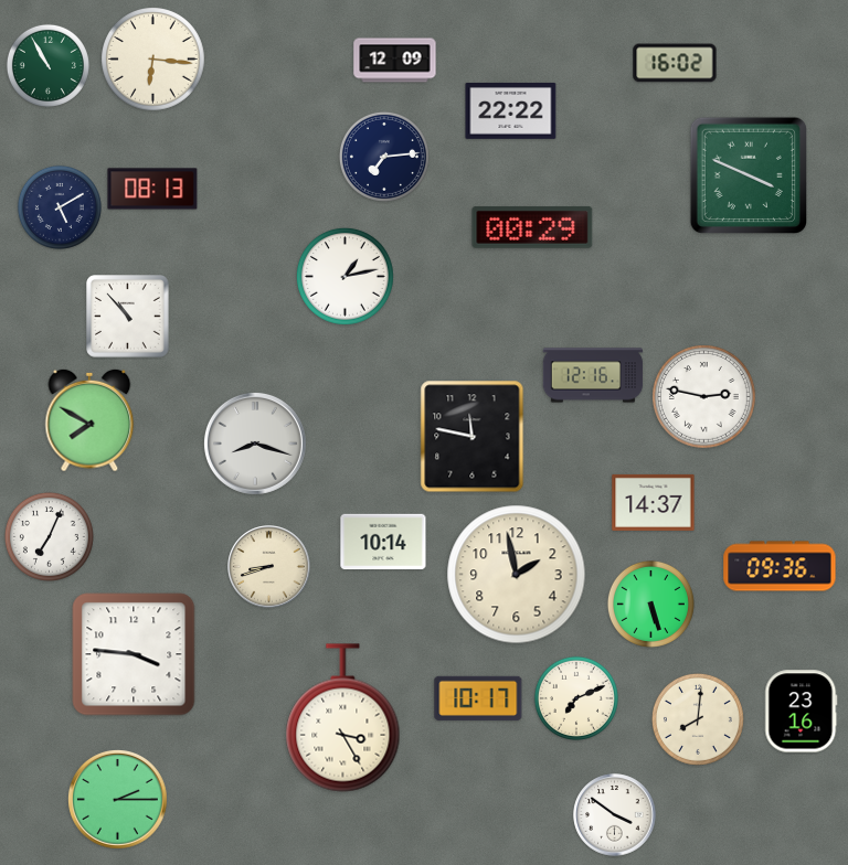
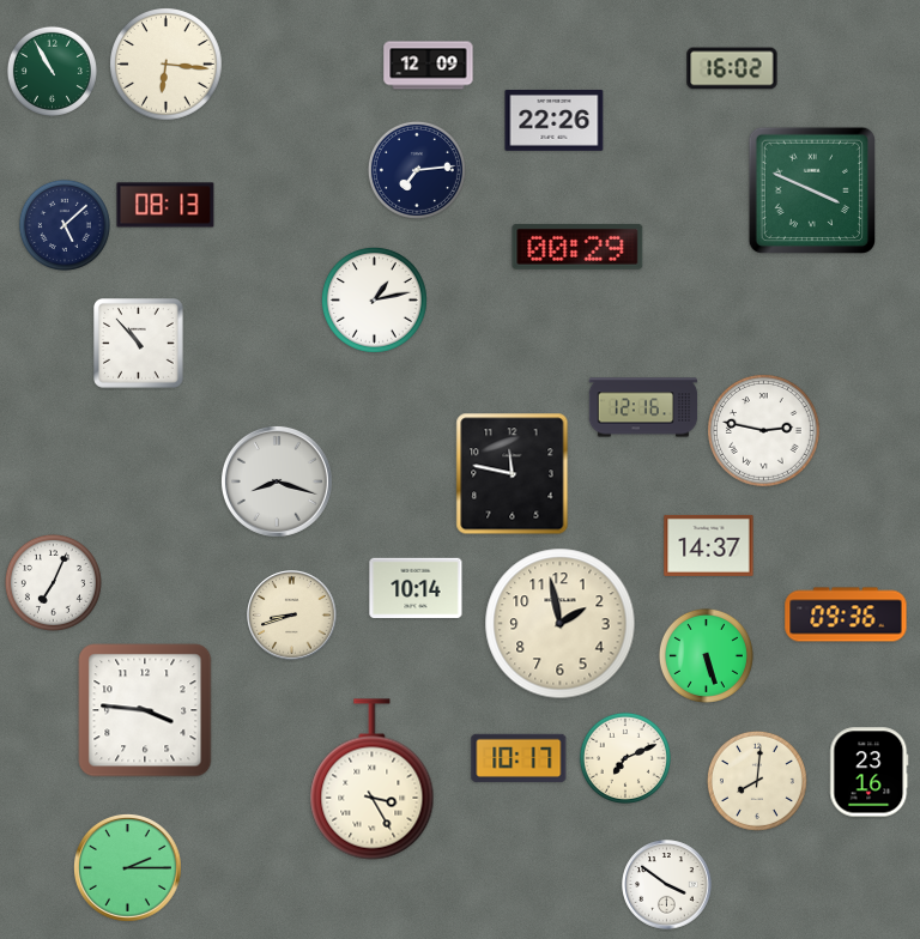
clock at (511, 110): 22:22 -> 22:26
clock at (60, 207): 5:10 -> 5:08
clock at (89, 420): 7:50 -> none
